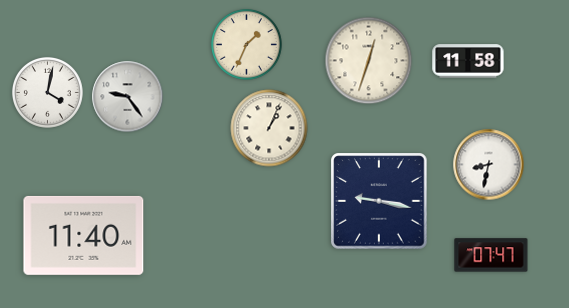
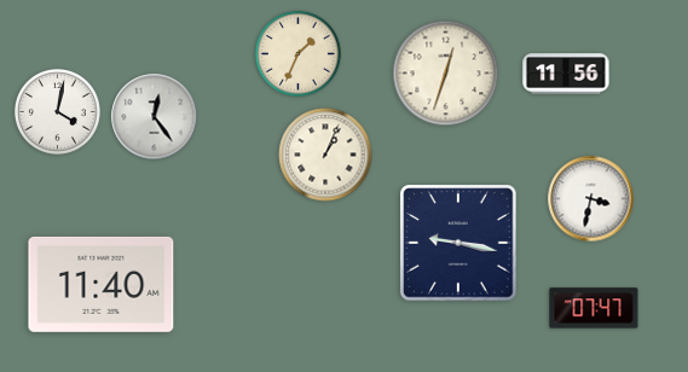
clock at (468, 61): 11:58 -> 11:56
clock at (128, 97): 9:24 -> 12:24
clock at (489, 165): 8:32 -> 3:32
